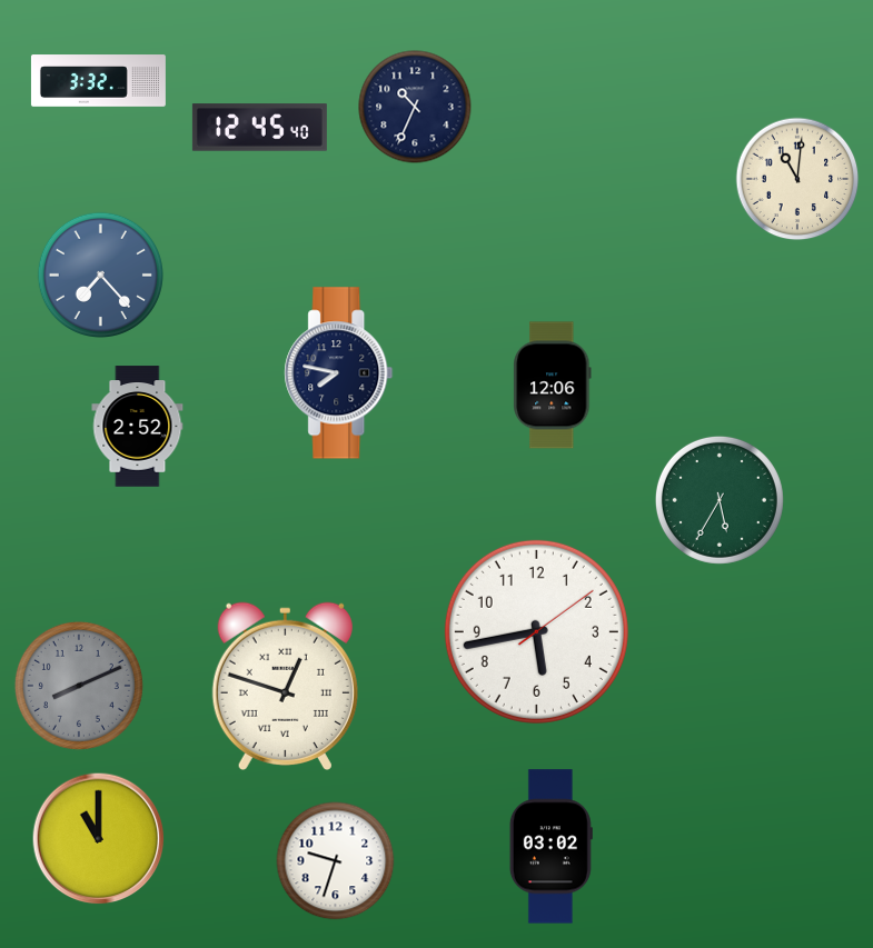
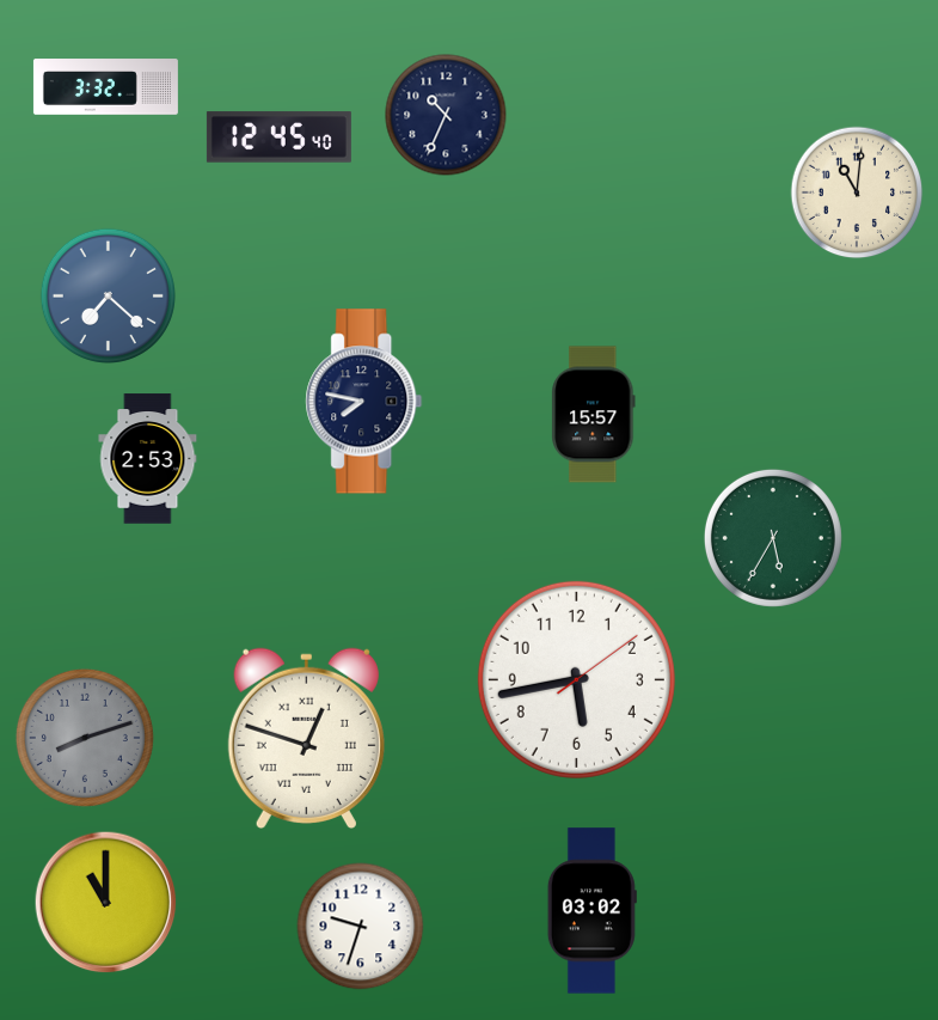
clock at (100, 275): 7:23 -> 7:22
clock at (553, 386): 12:06 -> 15:57
clock at (138, 427): 2:52 -> 2:53
clock at (79, 686): 8:11 -> 8:12
